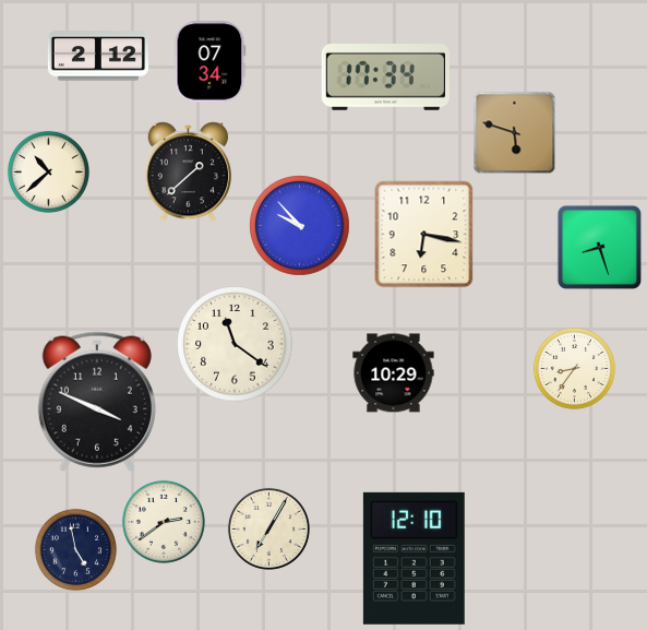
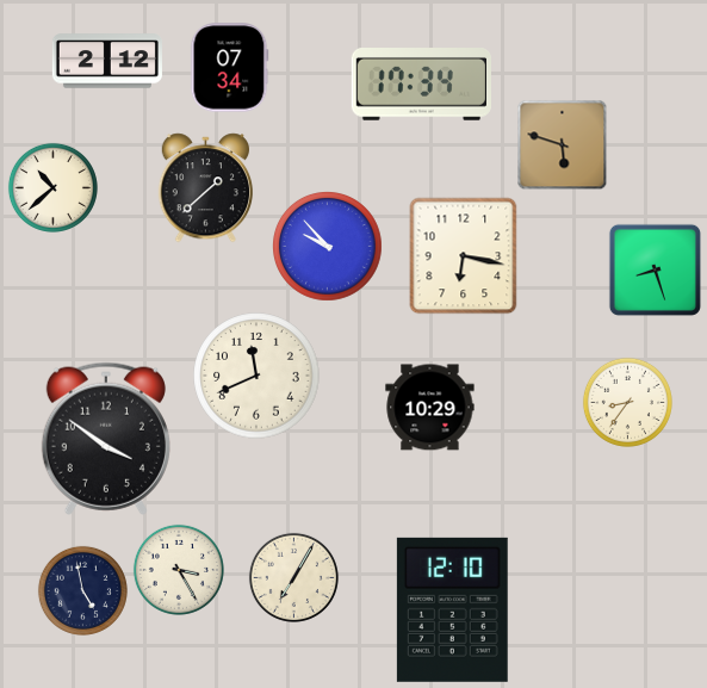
clock at (235, 344): 11:21 -> 11:41
clock at (97, 402): 3:49 -> 3:51
clock at (164, 522): 2:39 -> 3:25
clock at (75, 549) position: (75, 549) -> (82, 590)
